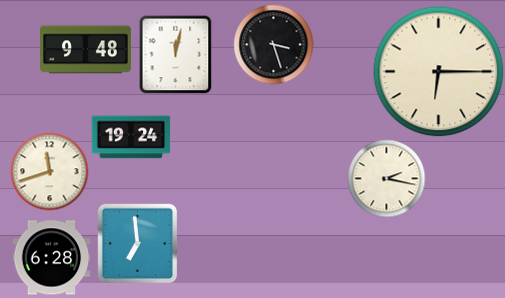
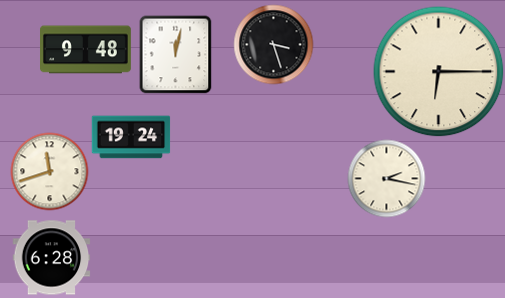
clock at (137, 243): 6:59 -> none
